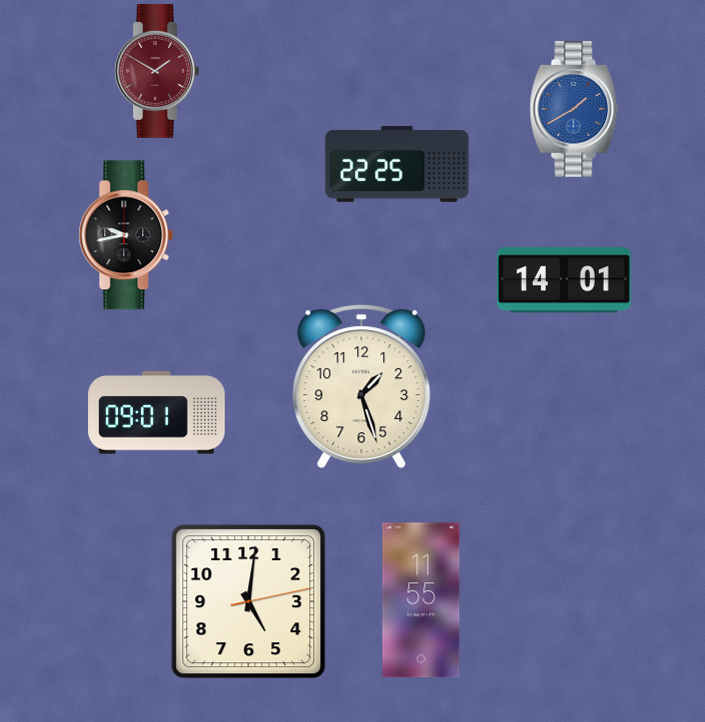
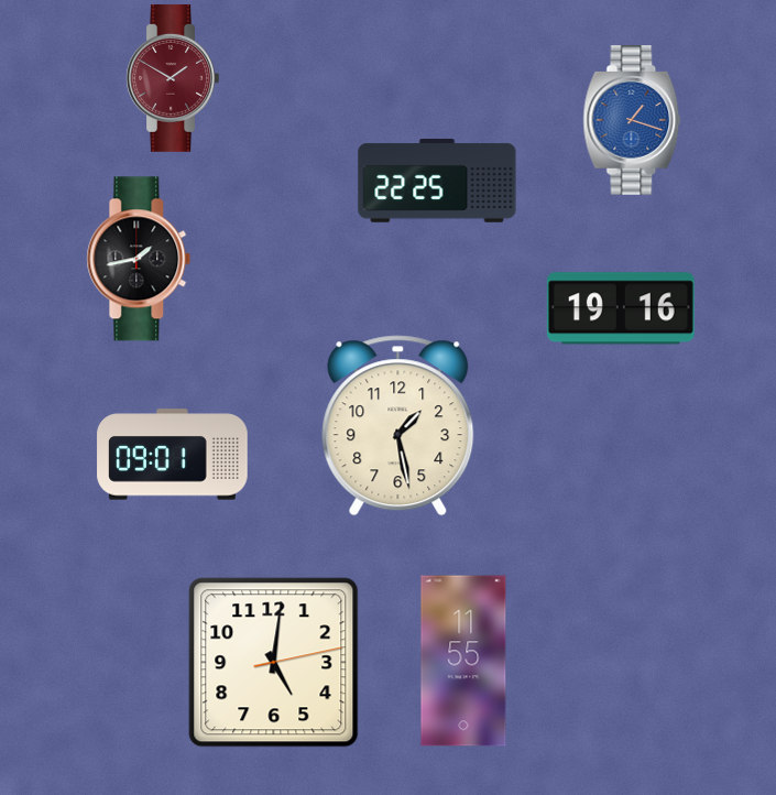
clock at (574, 110): 1:40 -> 1:18
clock at (126, 235): 9:43 -> 1:43
clock at (564, 280): 14:01 -> 19:16
clock at (362, 387): 1:27 -> 1:28
